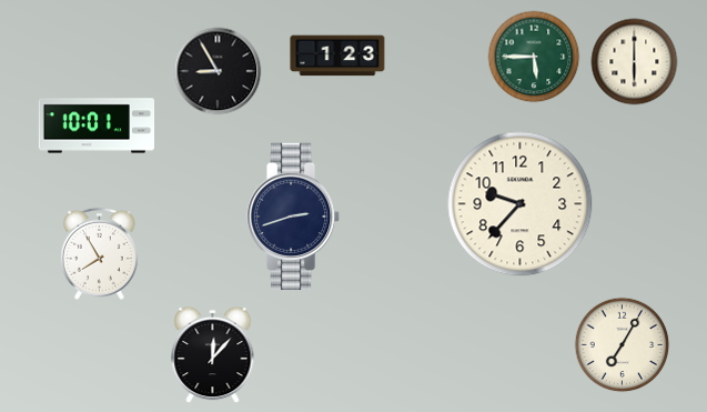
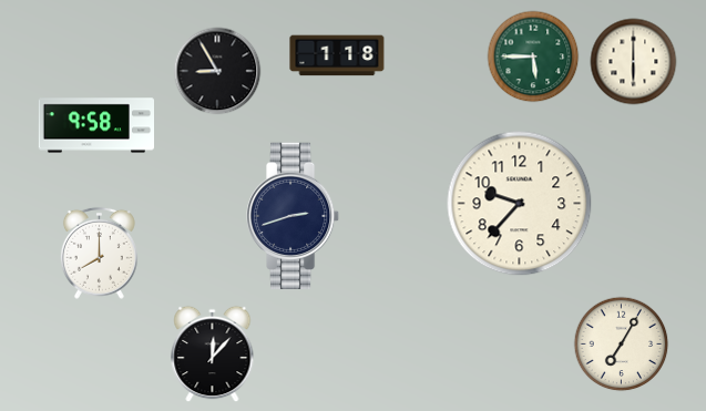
clock at (337, 56): 1:23 -> 1:18
clock at (95, 125): 10:01 -> 9:58
clock at (99, 253): 7:55 -> 8:00
